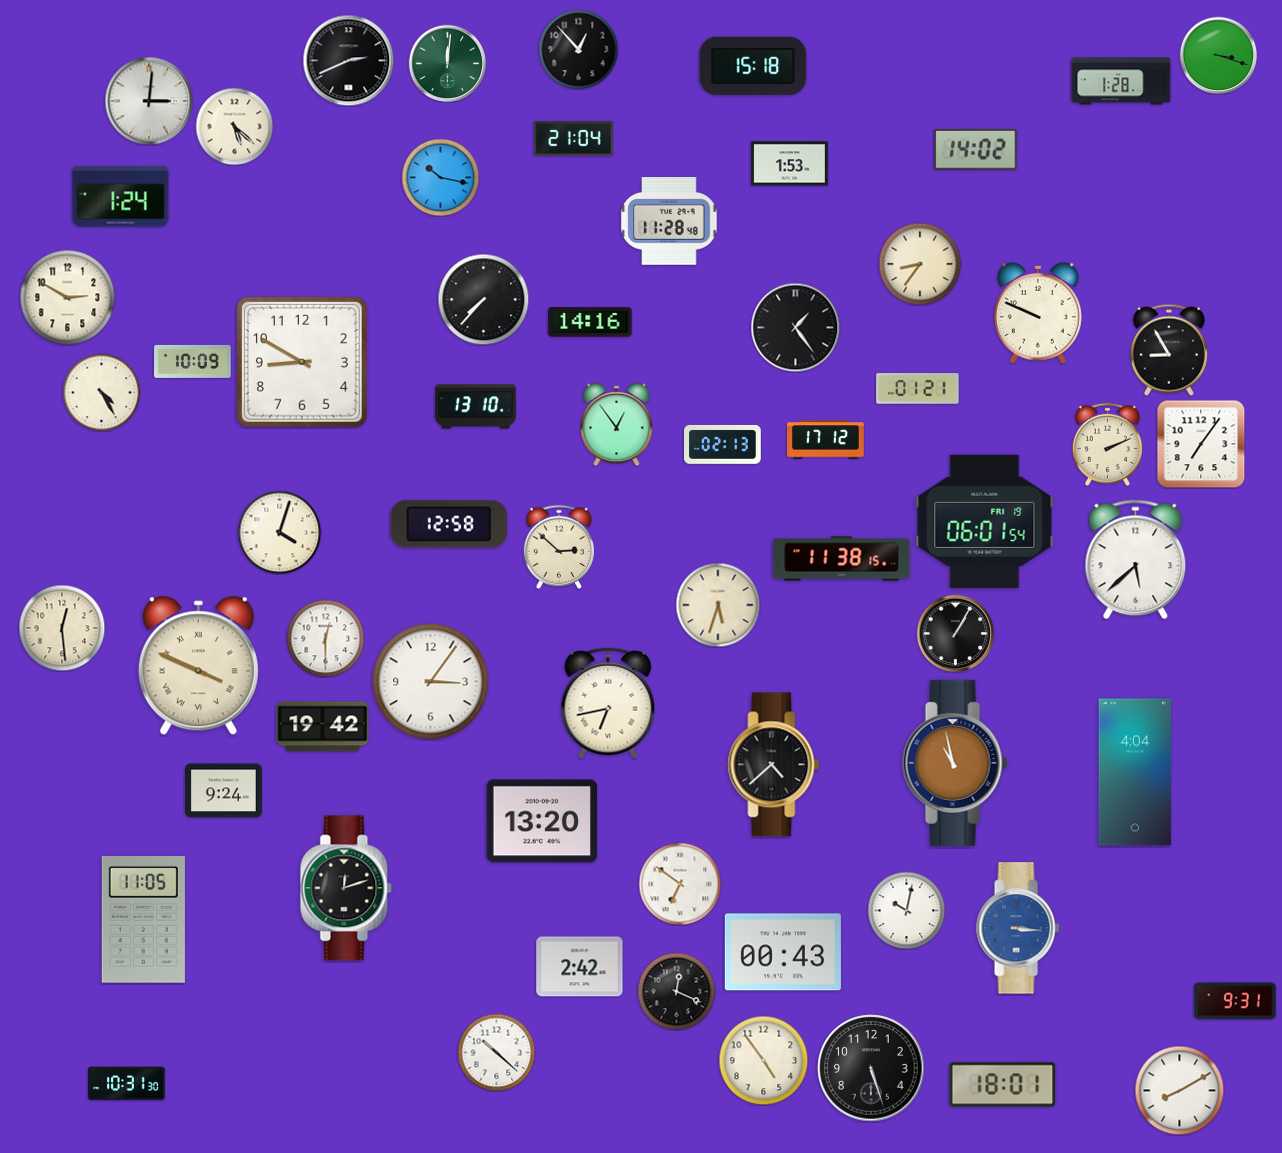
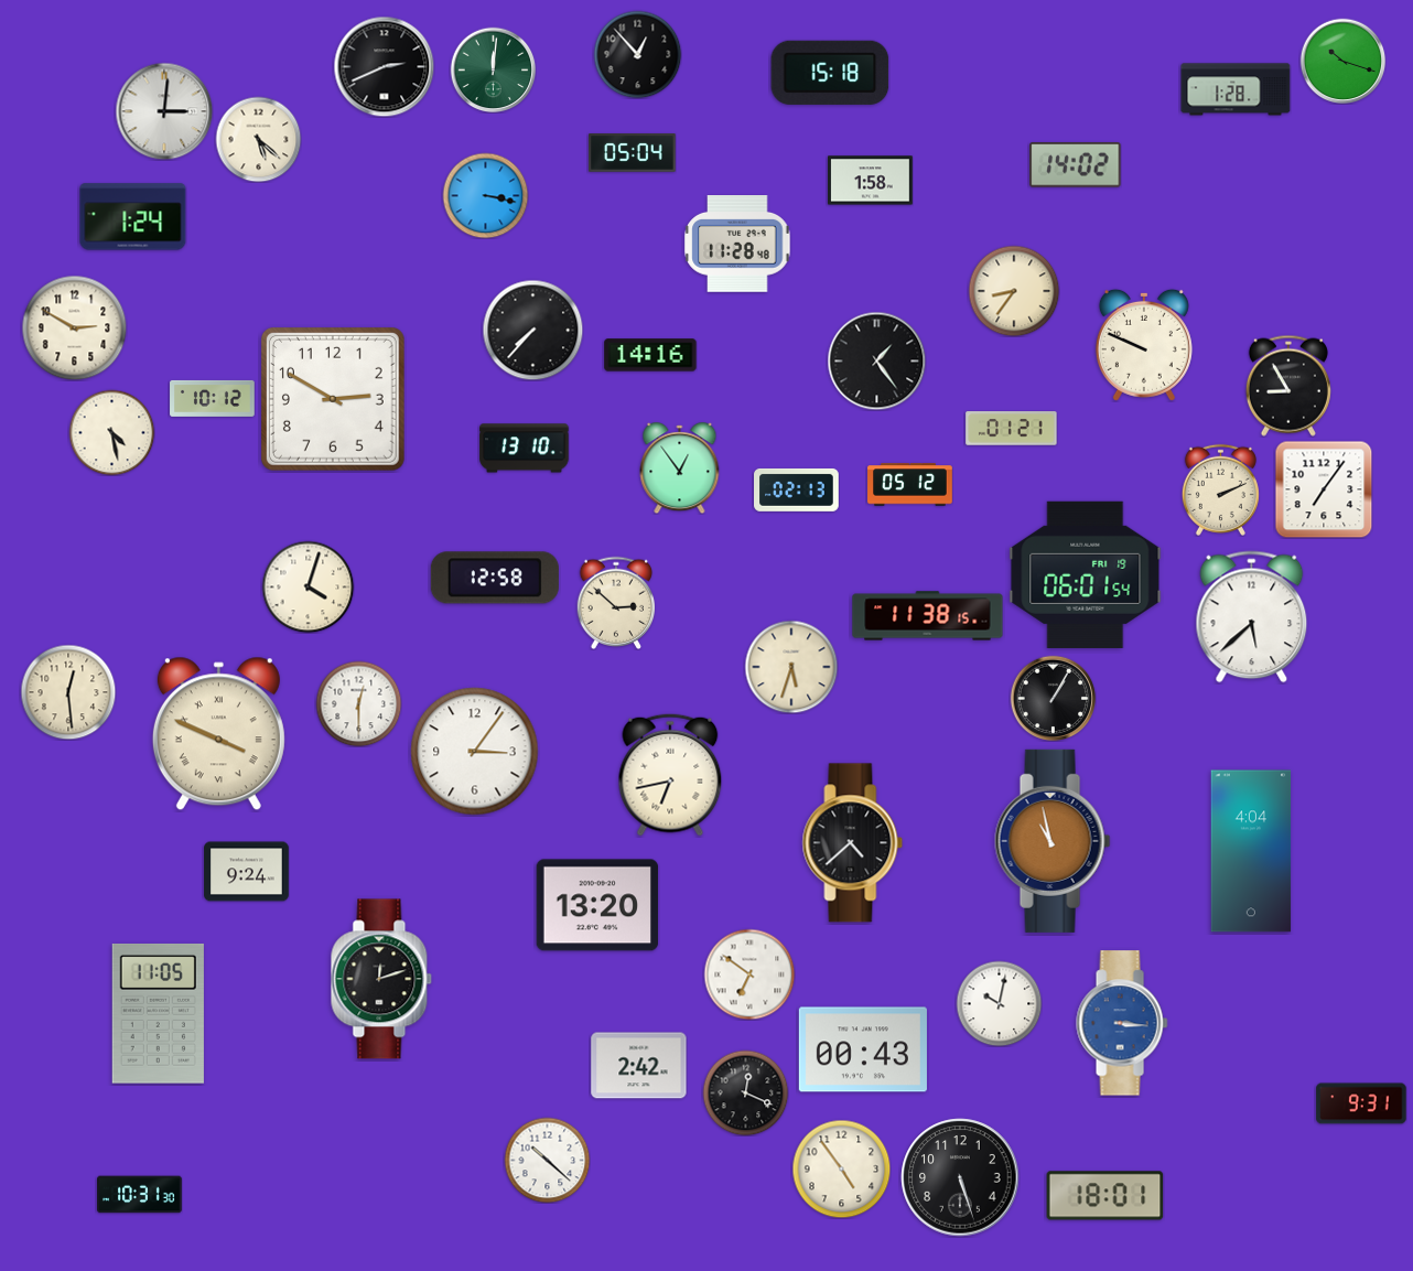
clock at (1218, 55): 3:18 -> 10:18
clock at (574, 139): 21:04 -> 05:04
clock at (790, 164): 1:53 -> 1:58
clock at (440, 177): 10:17 -> 3:17
clock at (193, 361): 10:09 -> 10:12
clock at (302, 362): 8:50 -> 2:50
clock at (101, 392): 4:25 -> 4:28
clock at (826, 440): 17:12 -> 05:12
clock at (323, 727): 19:42 -> none
clock at (1179, 1090): 8:10 -> none
